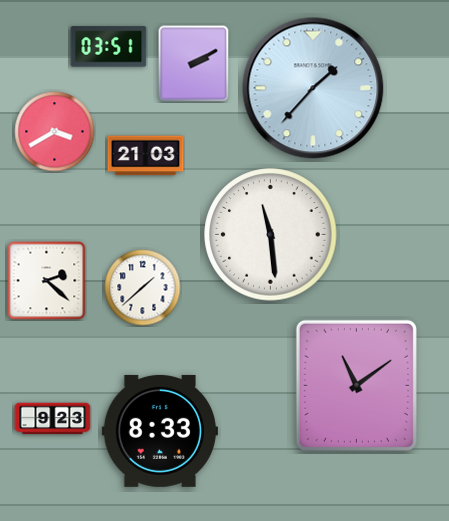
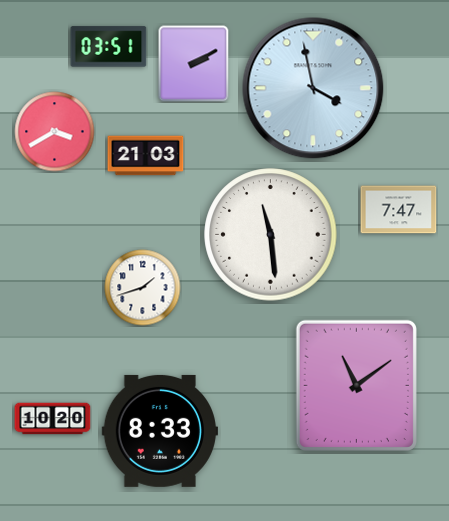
clock at (313, 88): 1:37 -> 3:58
clock at (399, 210): none -> 7:47
clock at (47, 281): 2:22 -> none
clock at (143, 288): 1:38 -> 1:42
clock at (53, 419): 9:23 -> 10:20
